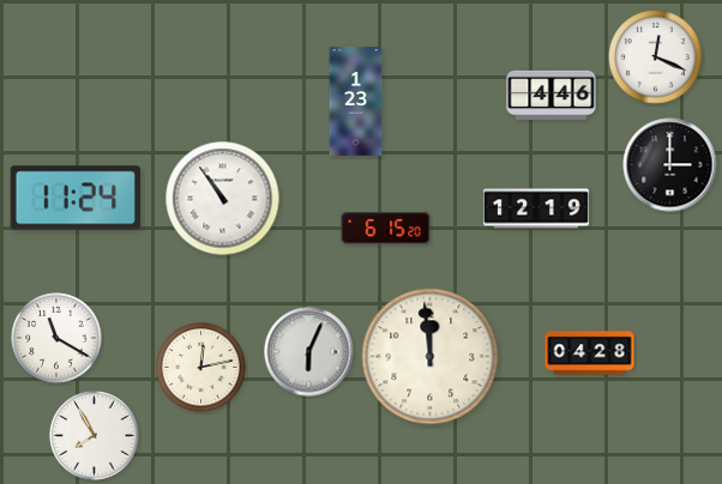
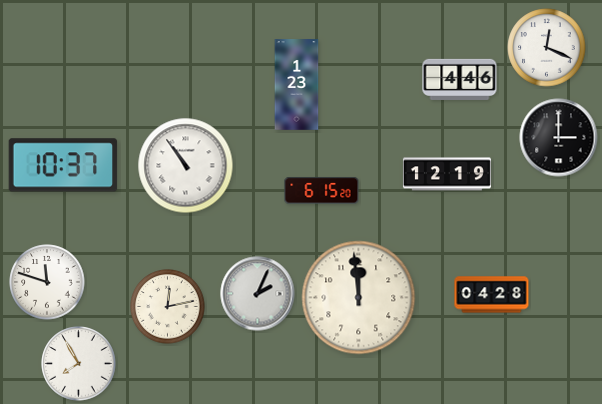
clock at (76, 198): 11:24 -> 10:37
clock at (56, 338): 11:20 -> 11:48
clock at (309, 352): 6:04 -> 2:04
